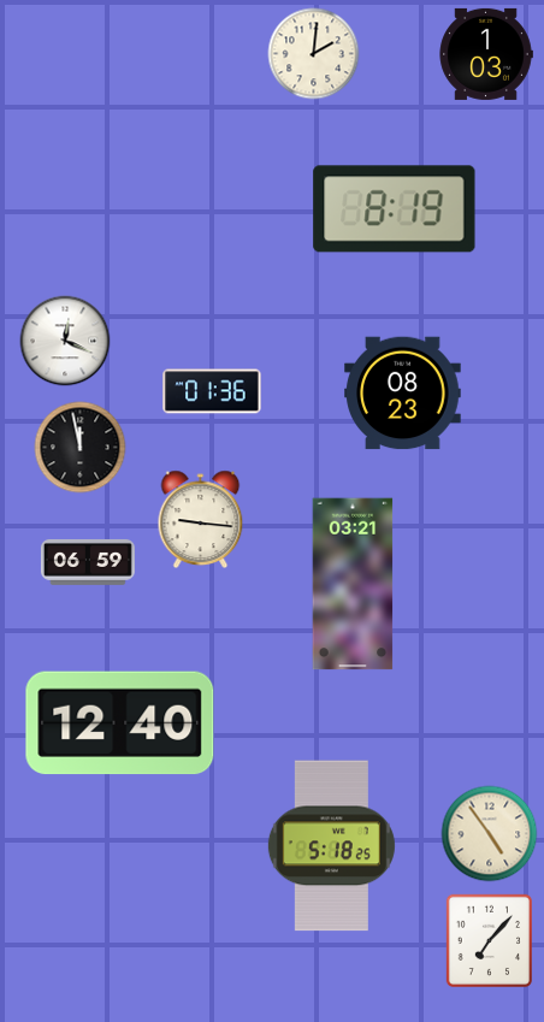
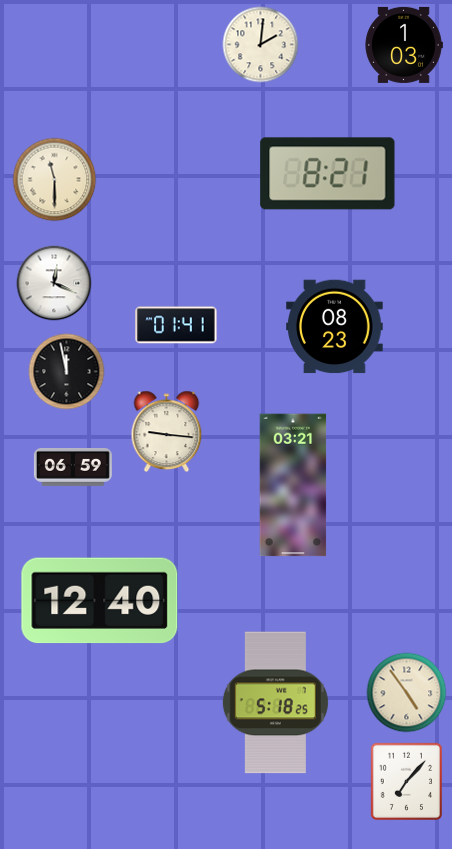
clock at (395, 209): 8:19 -> 8:21
clock at (55, 180): none -> 11:30
clock at (212, 391): 01:36 -> 01:41
